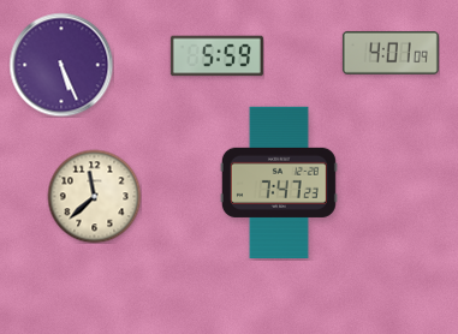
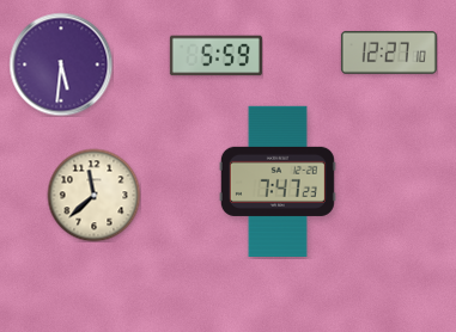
clock at (391, 53): 4:01 -> 12:27
clock at (61, 65): 5:26 -> 5:31
